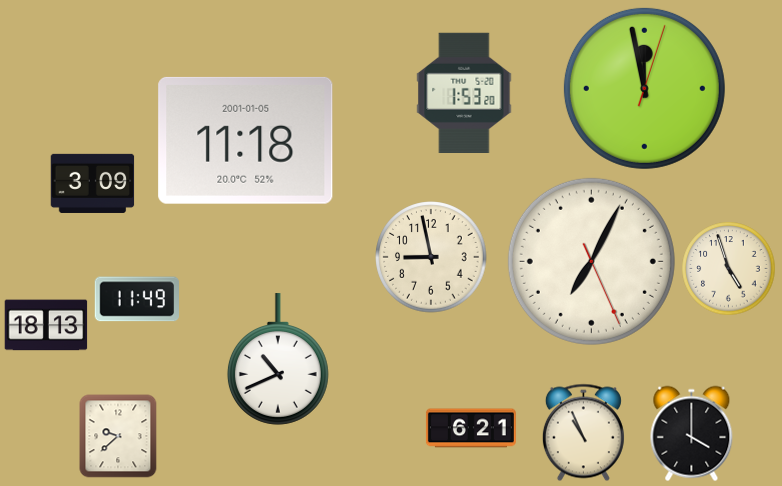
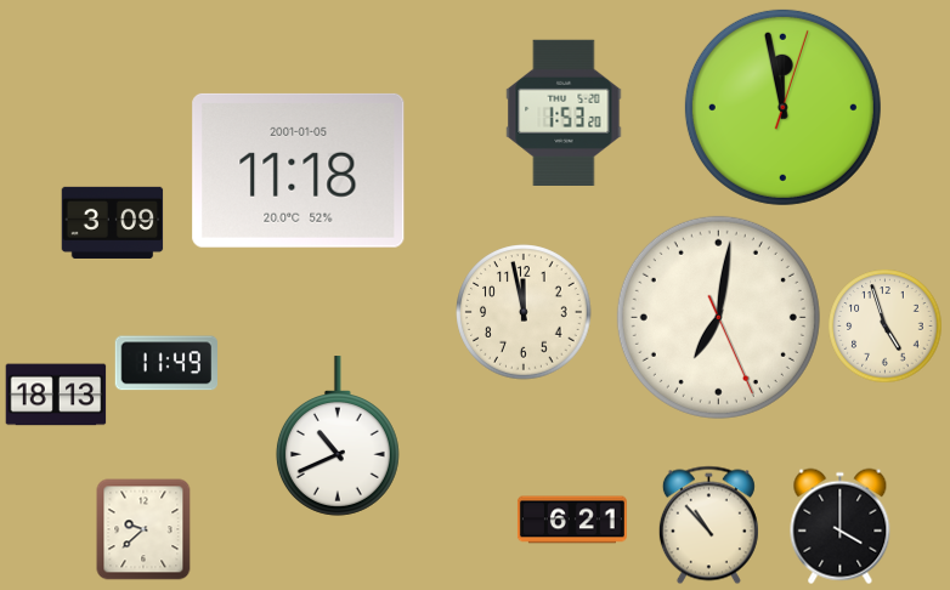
clock at (431, 257): 8:58 -> 11:58
clock at (591, 261): 7:04 -> 7:01
clock at (583, 433): 10:56 -> 10:53
